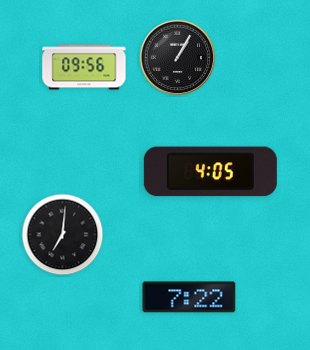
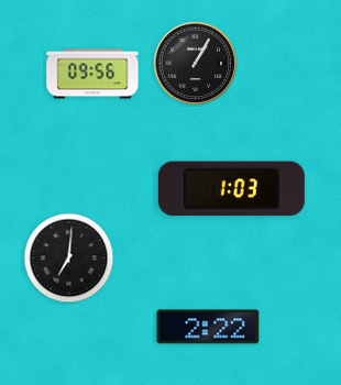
clock at (210, 172): 4:05 -> 1:03
clock at (189, 297): 7:22 -> 2:22
